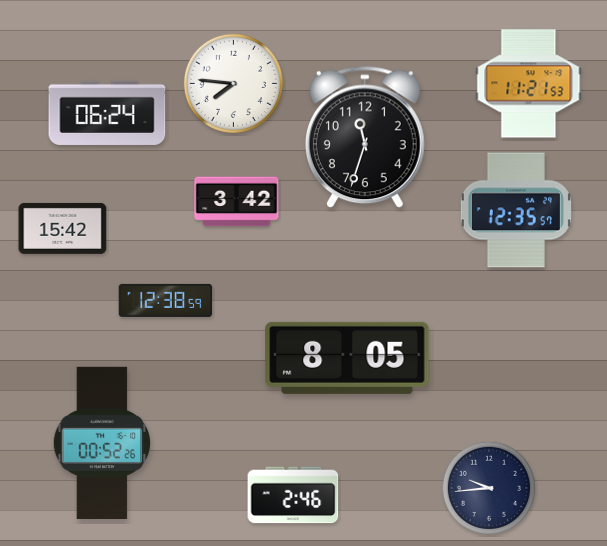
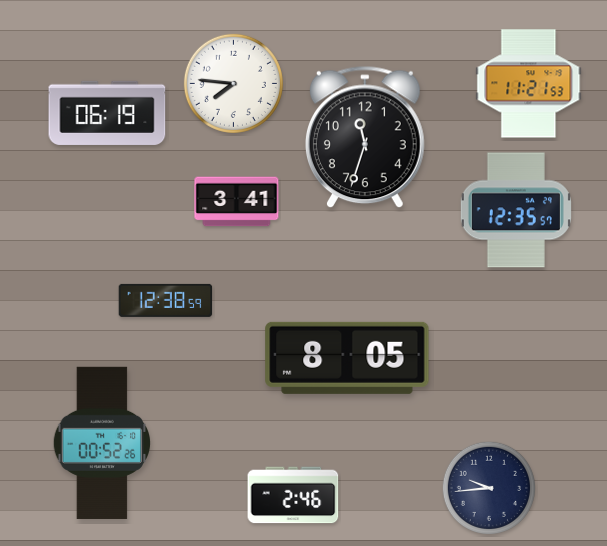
clock at (107, 113): 06:24 -> 06:19
clock at (237, 202): 3:42 -> 3:41
clock at (63, 228): 15:42 -> none
